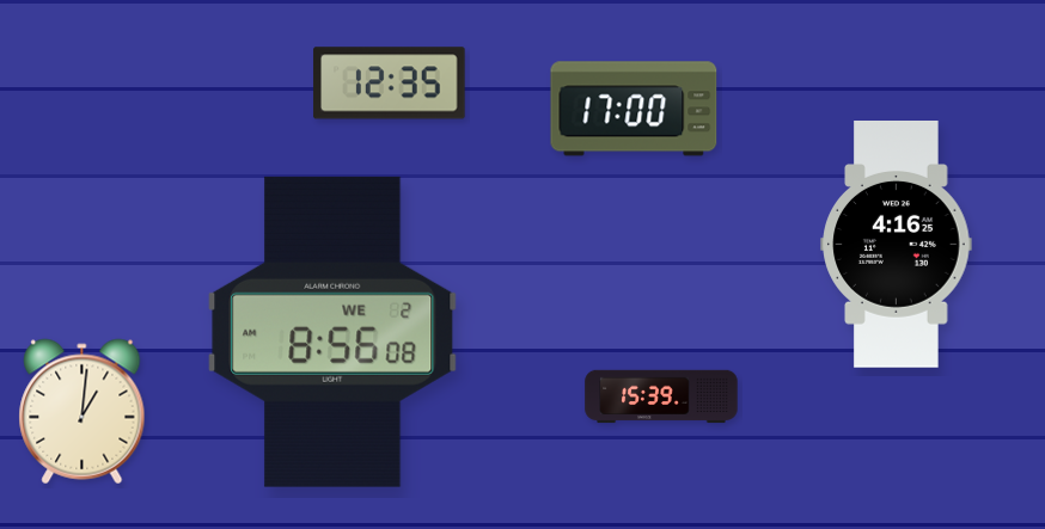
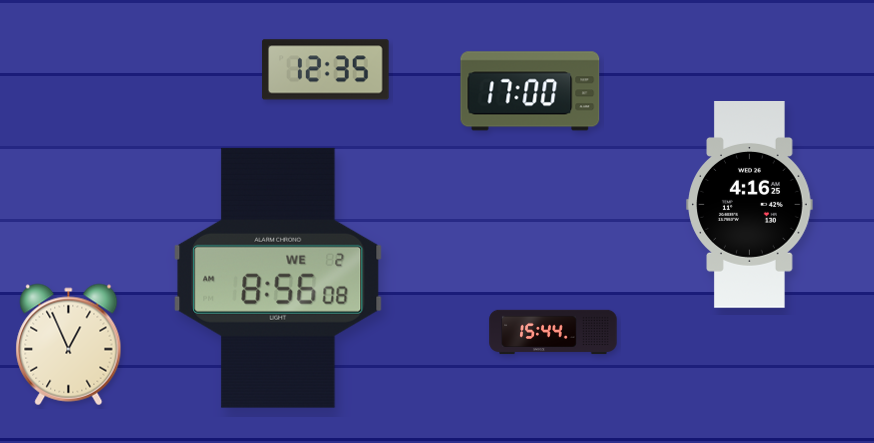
clock at (661, 396): 15:39 -> 15:44
clock at (82, 412): 1:01 -> 12:56
